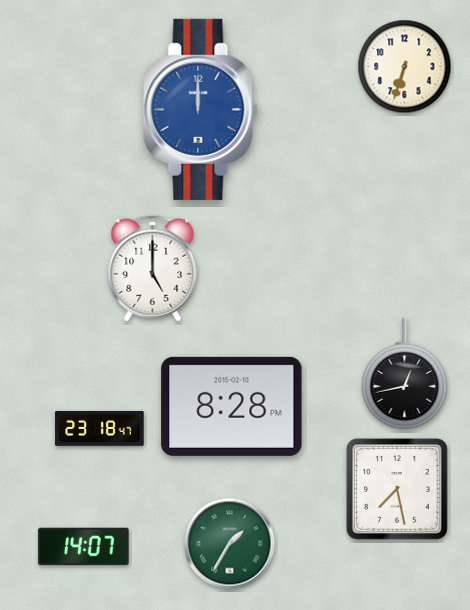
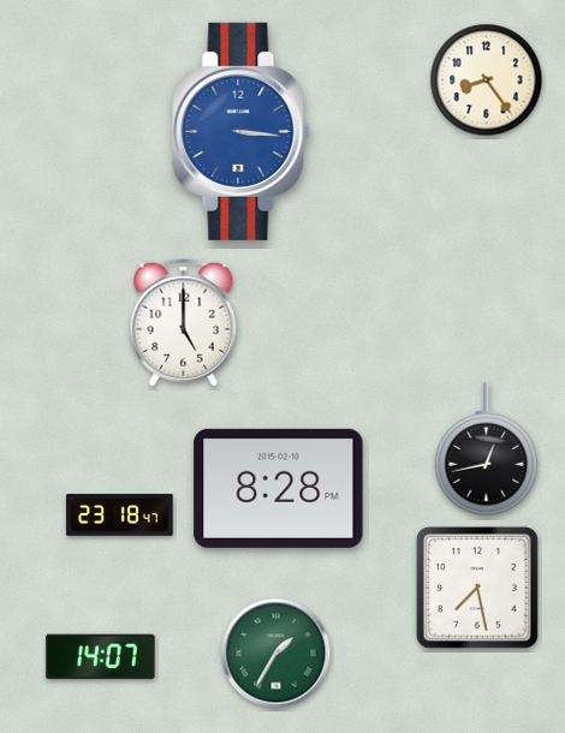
clock at (405, 67): 6:33 -> 8:24
clock at (201, 109): 12:00 -> 3:16
